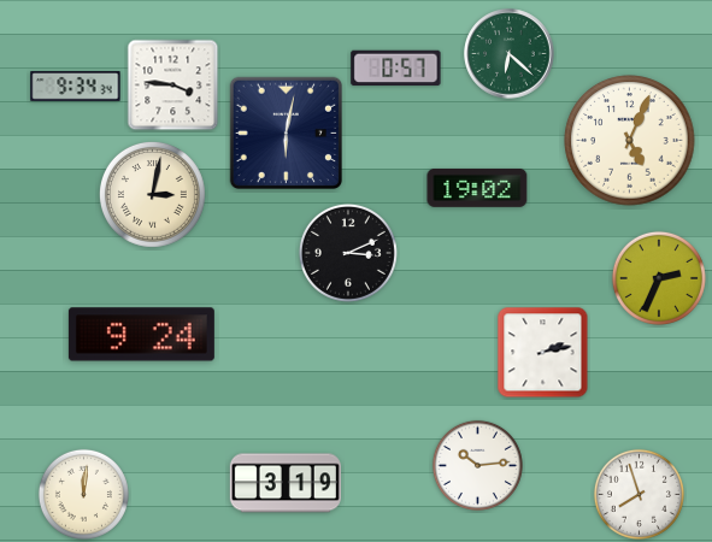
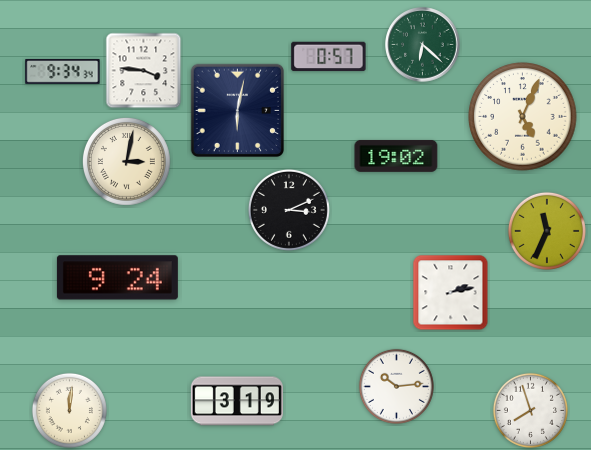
clock at (659, 278): 2:34 -> 11:34
